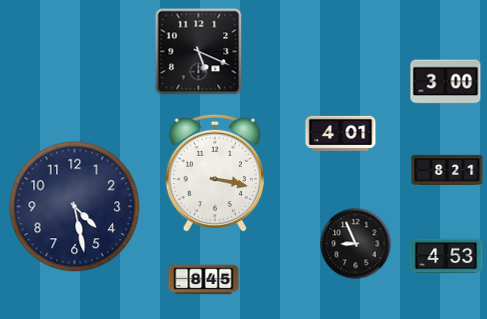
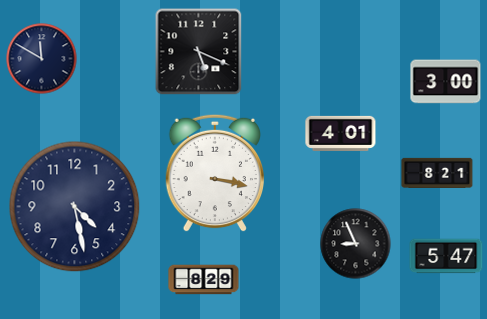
clock at (42, 59): none -> 11:50
clock at (447, 170) position: (447, 170) -> (437, 173)
clock at (446, 256): 4:53 -> 5:47
clock at (204, 280): 8:45 -> 8:29
